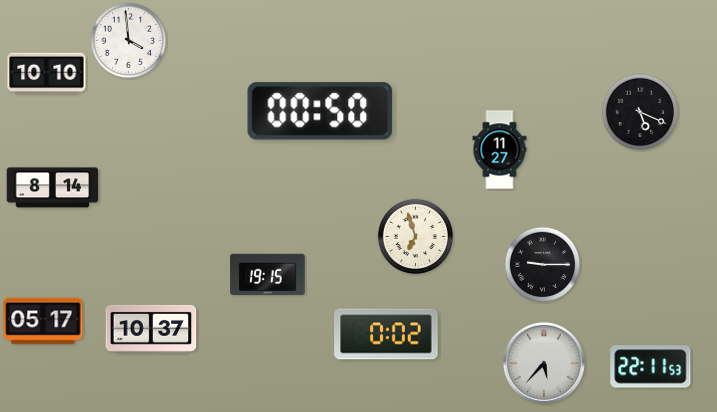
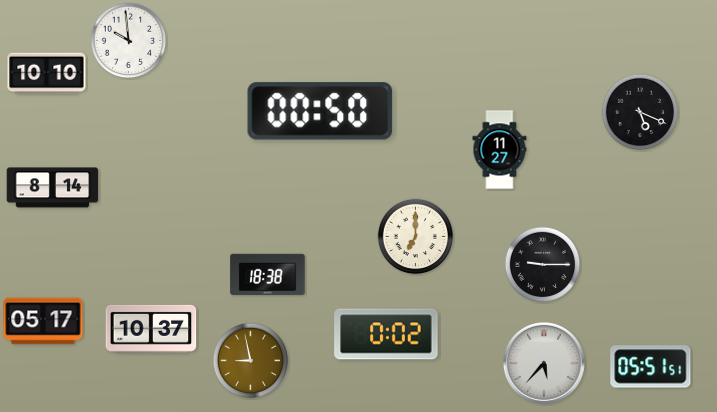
clock at (129, 41): 3:59 -> 9:59
clock at (416, 237): 6:57 -> 7:00
clock at (268, 275): 19:15 -> 18:38
clock at (251, 361): none -> 8:58
clock at (651, 367): 22:11 -> 05:51
